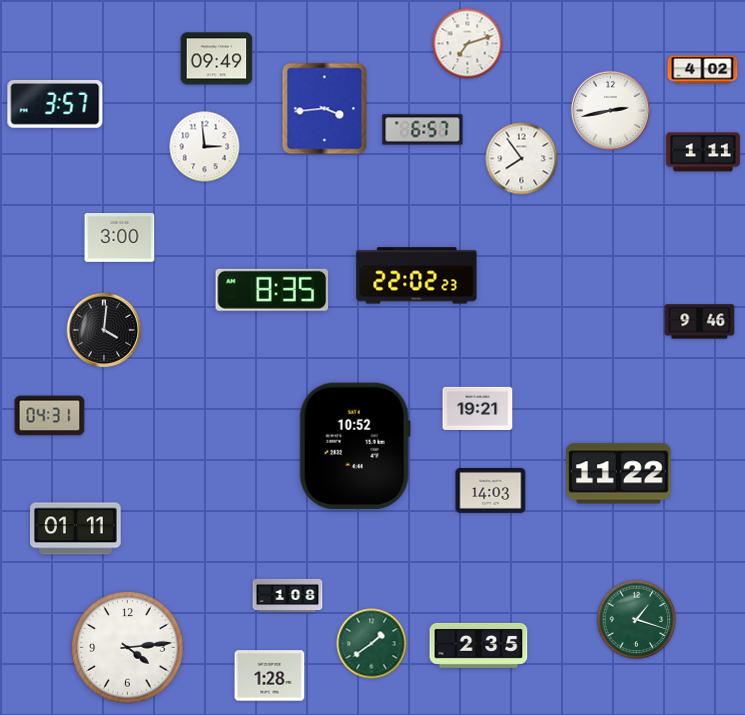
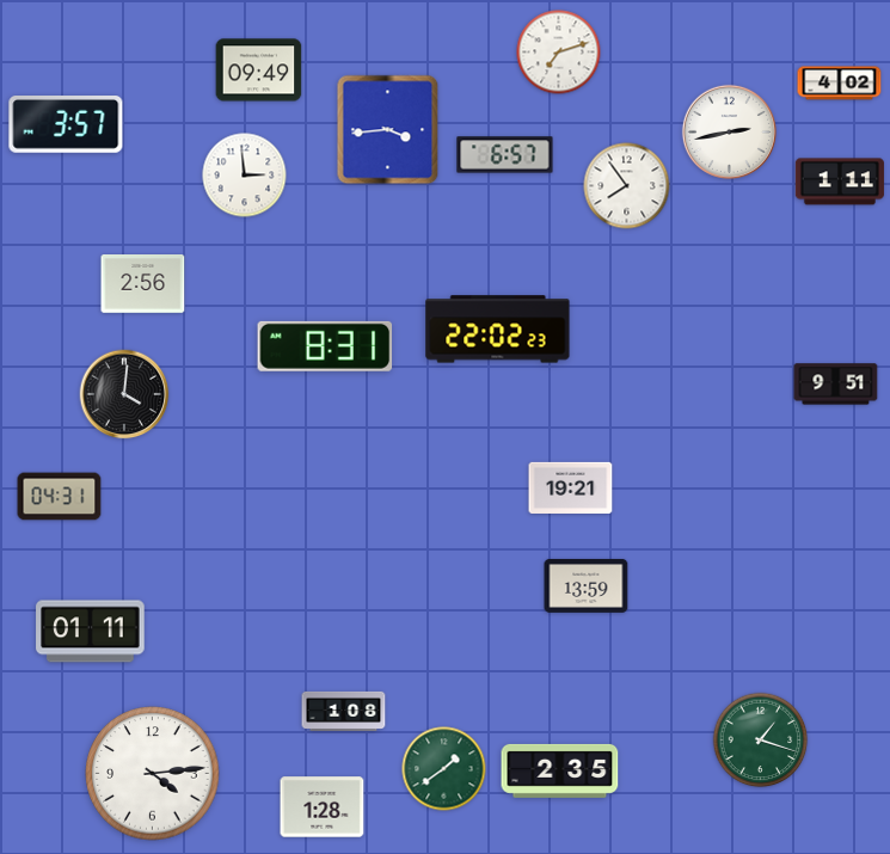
clock at (522, 159) position: (522, 159) -> (627, 186)
clock at (120, 238): 3:00 -> 2:56
clock at (272, 290): 8:35 -> 8:31
clock at (700, 322): 9:46 -> 9:51
clock at (355, 446): 10:52 -> none
clock at (619, 474): 11:22 -> none
clock at (491, 491): 14:03 -> 13:59
clock at (479, 645) position: (479, 645) -> (560, 770)
